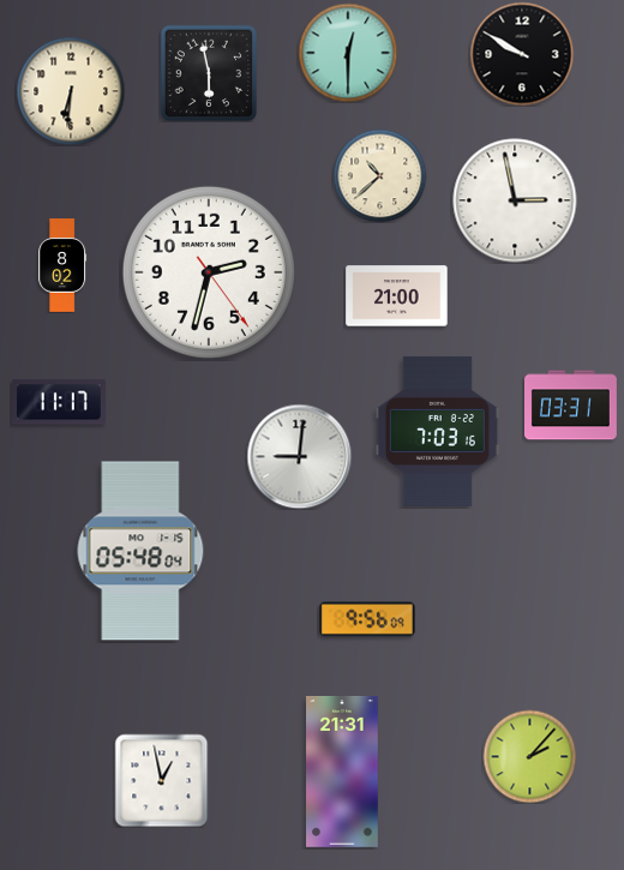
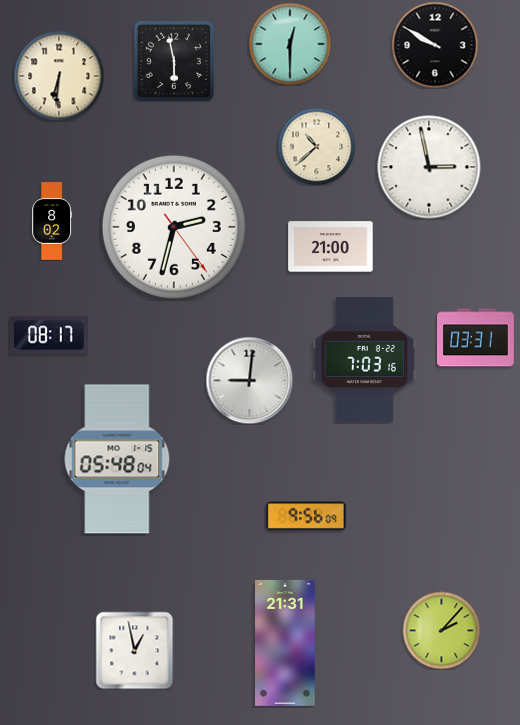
clock at (60, 402): 11:17 -> 08:17
